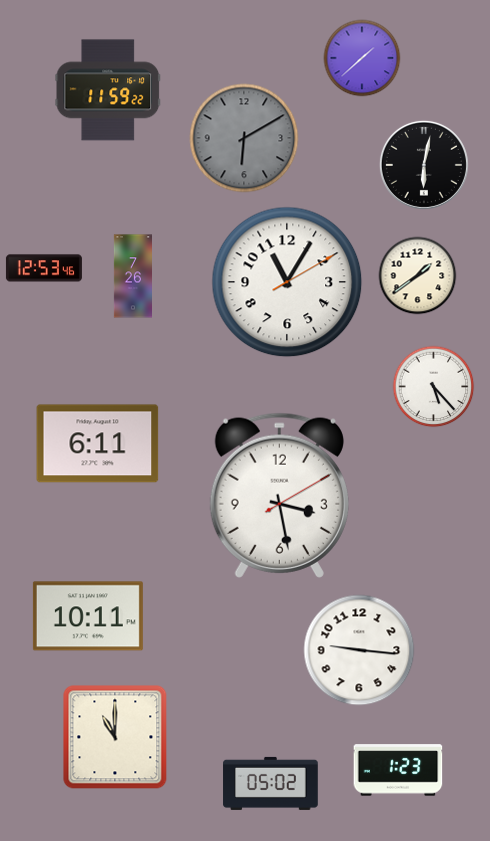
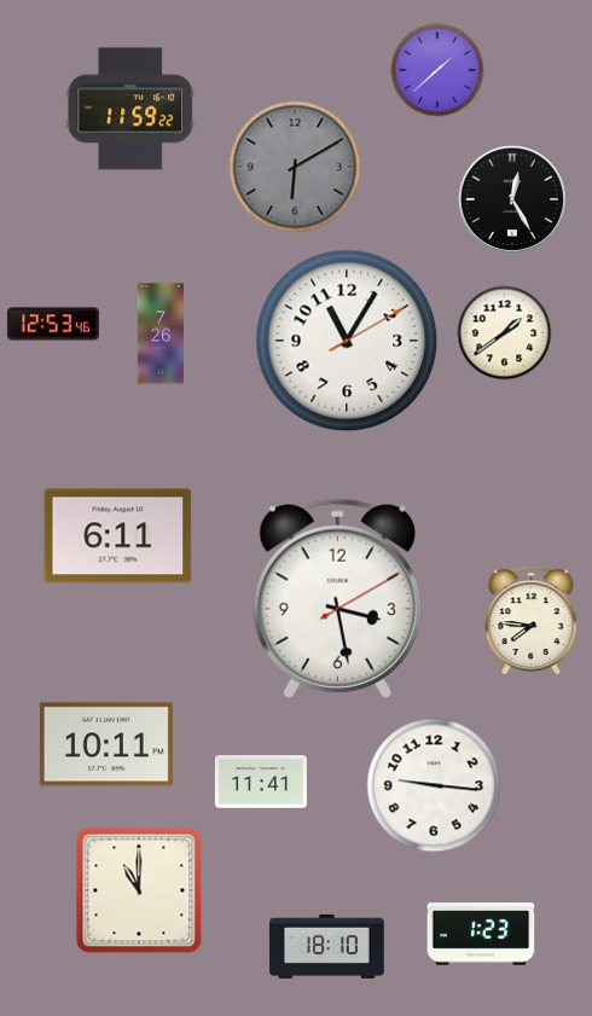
clock at (424, 165): 6:02 -> 12:25
clock at (434, 387): 5:23 -> none
clock at (532, 621): none -> 7:46
clock at (261, 782): none -> 11:41
clock at (398, 770) position: (398, 770) -> (481, 934)
clock at (271, 783): 05:02 -> 18:10
